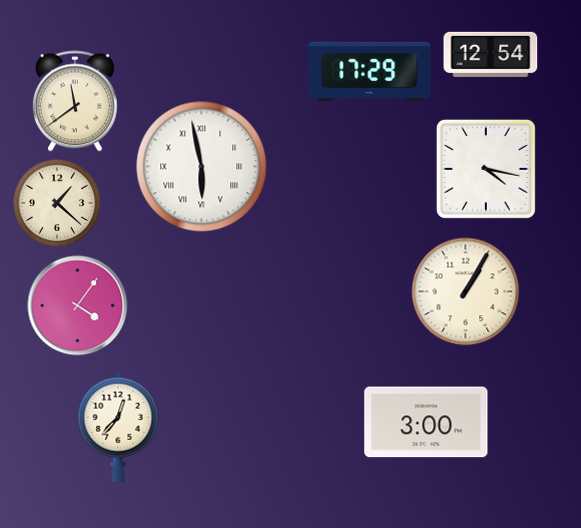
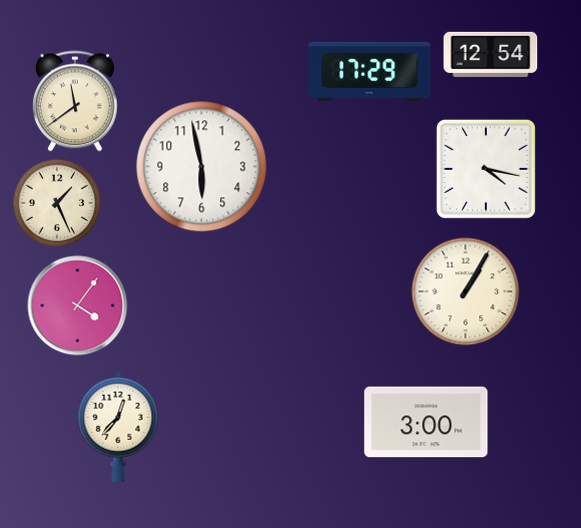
clock at (202, 167) numerals: Roman -> Arabic
clock at (57, 203): 1:22 -> 1:26
